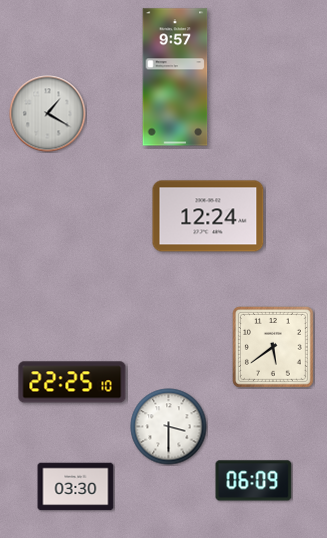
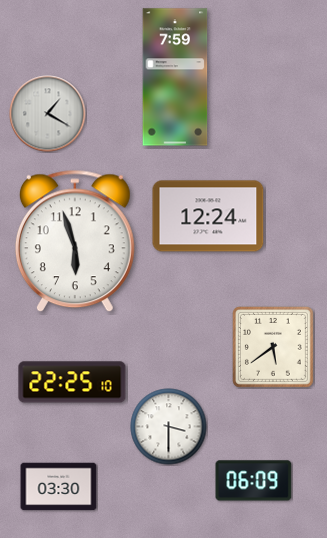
clock at (175, 77): 9:57 -> 7:59
clock at (75, 241): none -> 5:57
clock at (76, 487) position: (76, 487) -> (59, 487)
